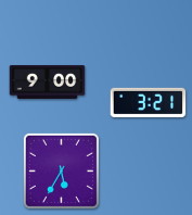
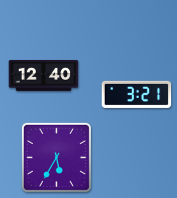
clock at (48, 81): 9:00 -> 12:40
